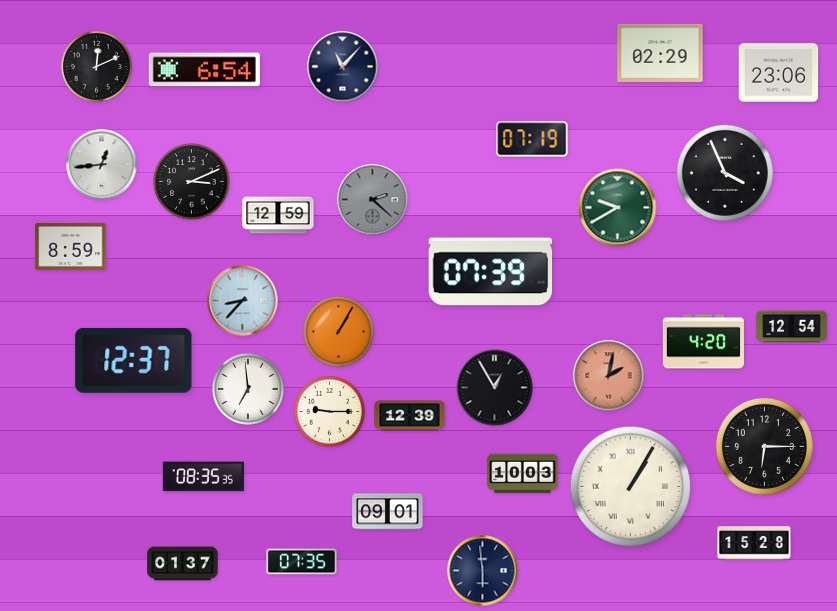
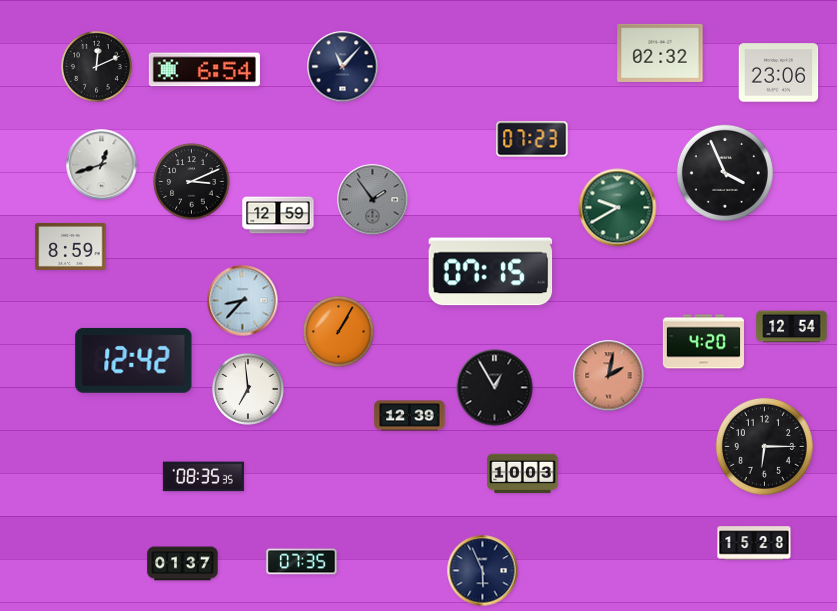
clock at (660, 53): 02:29 -> 02:32
clock at (532, 139): 07:19 -> 07:23
clock at (102, 165): 12:44 -> 12:42
clock at (373, 200): 2:22 -> 1:54
clock at (491, 272): 07:39 -> 07:15
clock at (134, 360): 12:37 -> 12:42
clock at (329, 411): 9:15 -> none
clock at (631, 487): 1:05 -> none
clock at (388, 512): 09:01 -> none
clock at (483, 571): 5:59 -> 5:56
